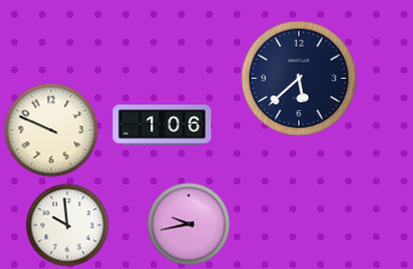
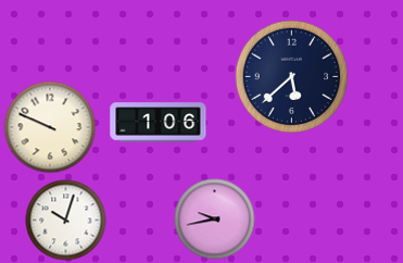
clock at (189, 225) position: (189, 225) -> (215, 220)
clock at (68, 226): 9:59 -> 10:03
